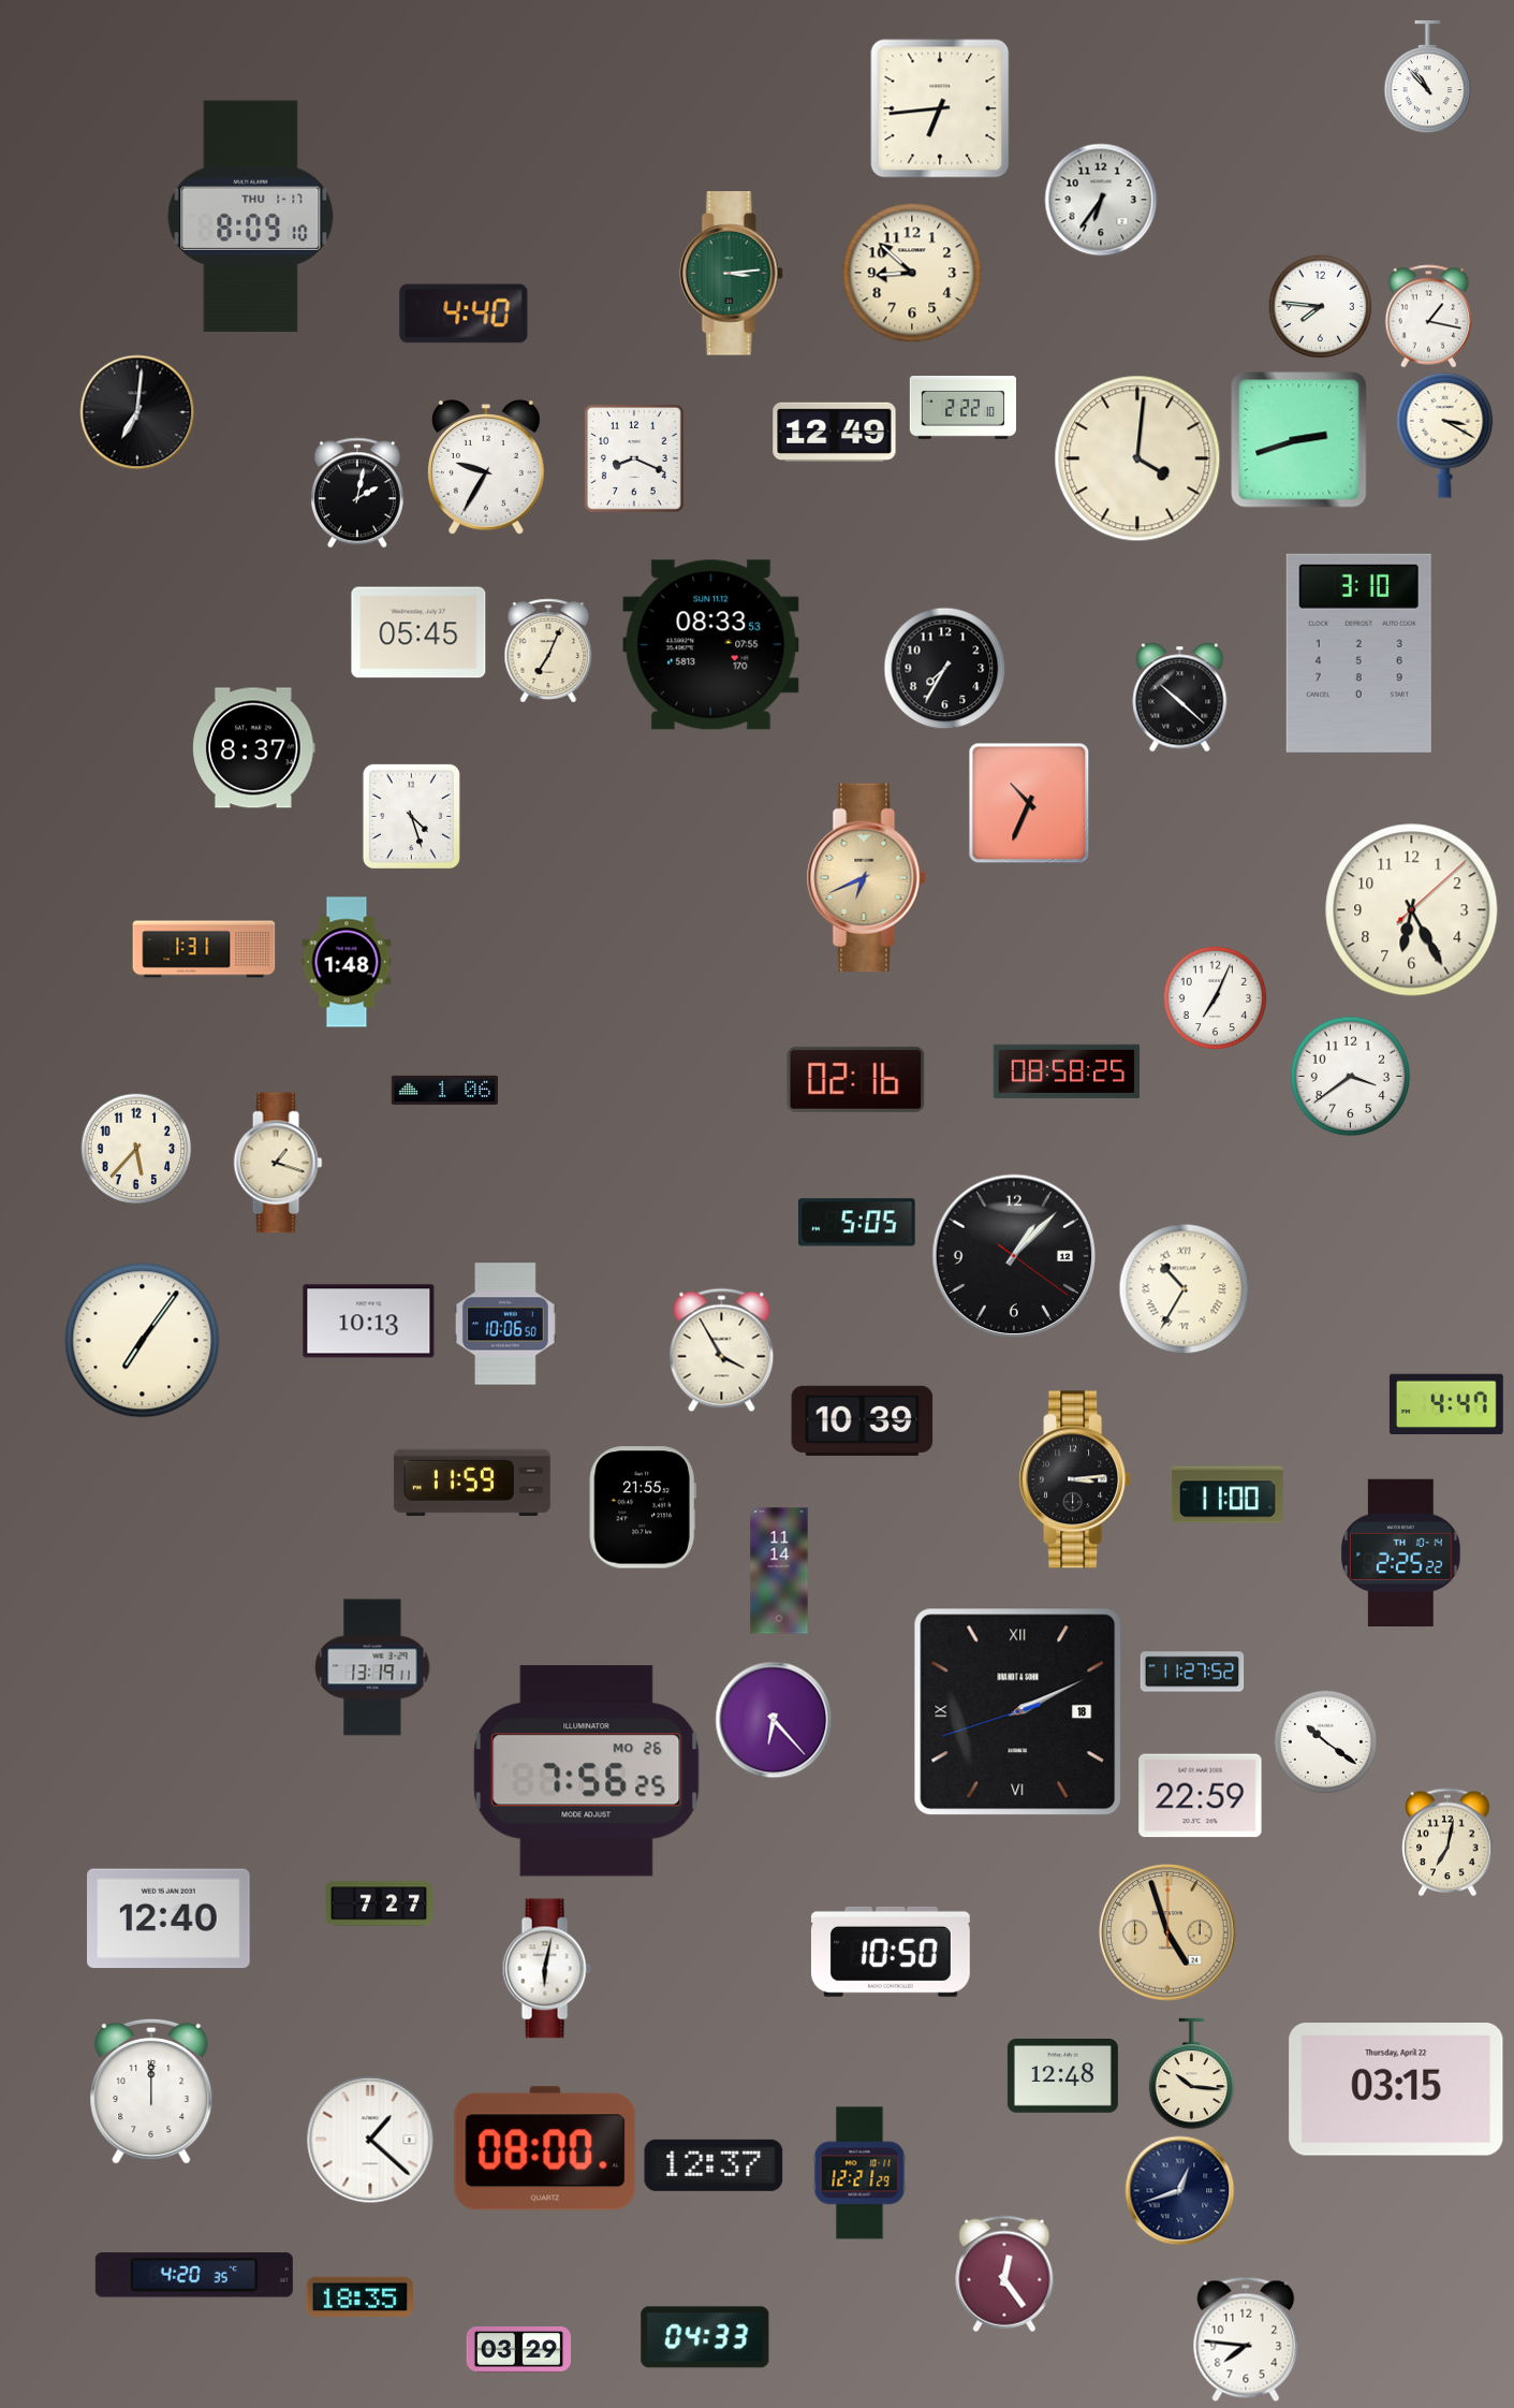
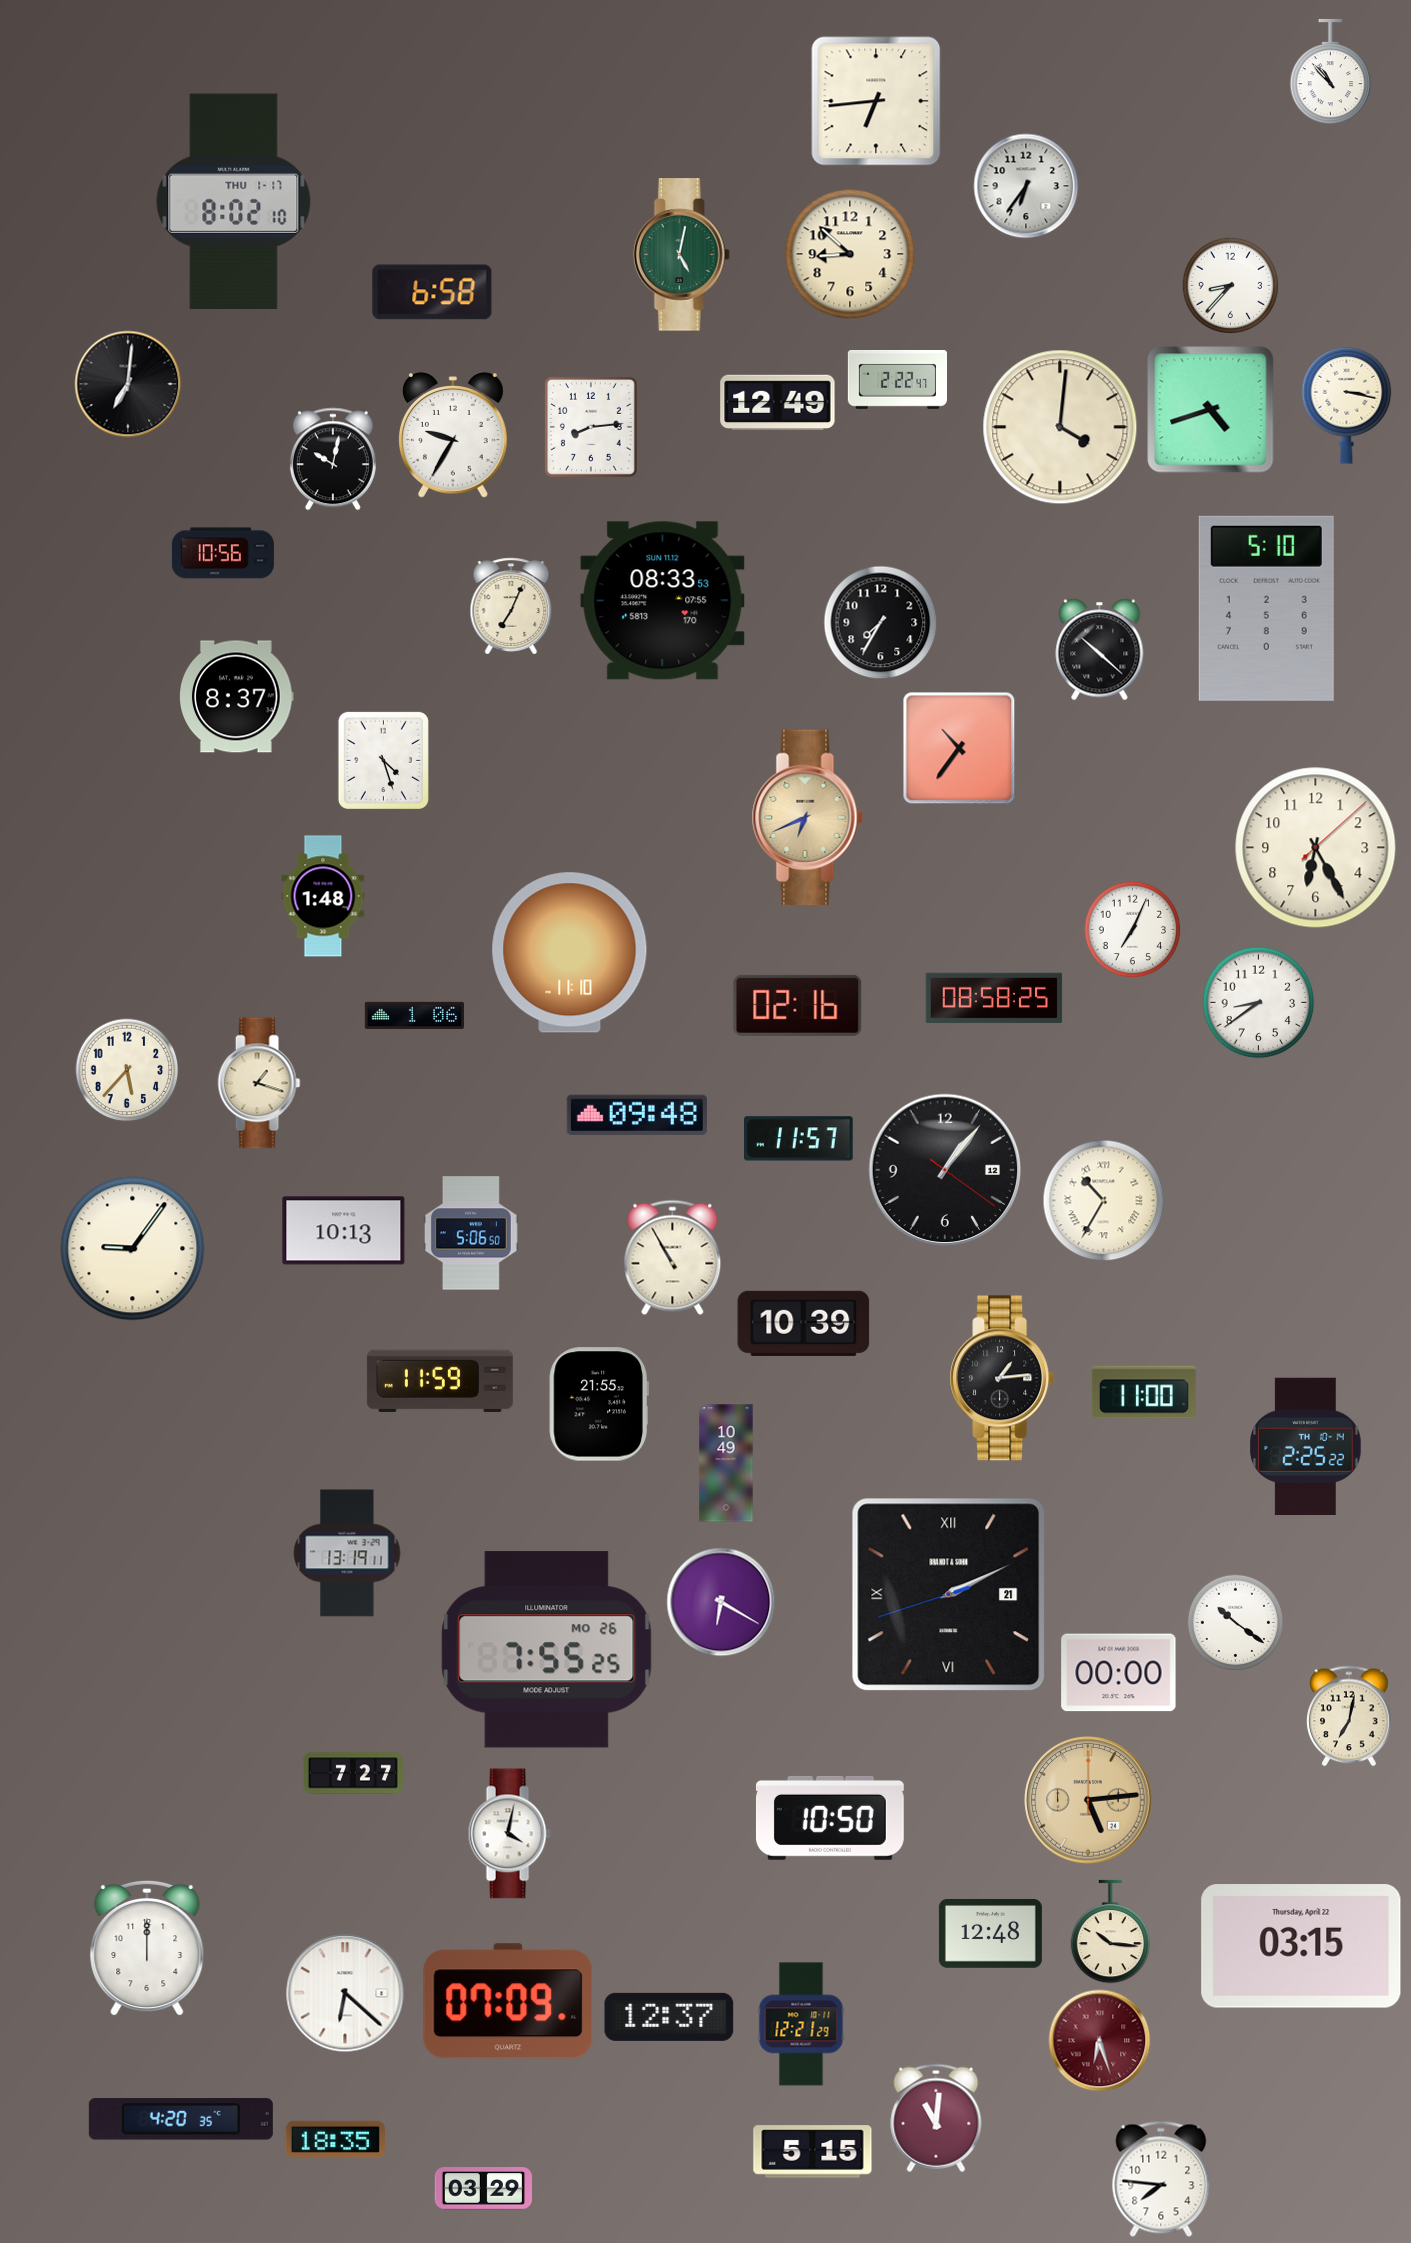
clock at (251, 217): 8:09 -> 8:02
clock at (731, 274): 3:14 -> 5:02
clock at (1320, 306): 7:46 -> 8:37
clock at (464, 313): 4:40 -> 6:58
clock at (1429, 317): 1:17 -> none
clock at (962, 408): 2:22:10 -> 2:22:47
clock at (1445, 435): 3:20 -> 3:17
clock at (1299, 440): 2:42 -> 4:42
clock at (634, 458): 8:19 -> 8:14
clock at (357, 493): 2:02 -> 10:02
clock at (223, 553): none -> 10:56
clock at (418, 632): 05:45 -> none
clock at (1358, 653): 3:10 -> 5:10
clock at (1029, 803): 10:34 -> 10:36
clock at (204, 949): 1:31 -> none
clock at (570, 953): none -> 11:10
clock at (1351, 1077): 3:39 -> 8:39
clock at (637, 1115): none -> 09:48
clock at (857, 1223): 5:05 -> 11:57
clock at (1014, 1256): 1:07 -> 1:06
clock at (506, 1324): 10:06 -> 5:06
clock at (143, 1341): 7:06 -> 9:06
clock at (722, 1351): 3:55 -> 10:55
clock at (1446, 1403): 4:47 -> none
clock at (1075, 1479): 3:14 -> 1:14
clock at (779, 1571): 11:14 -> 10:49
clock at (1192, 1672): 11:27 -> none
clock at (1018, 1712) date: 18 -> 21
clock at (774, 1720): 6:23 -> 6:20
clock at (587, 1771): 7:56 -> 7:55
clock at (1201, 1796): 22:59 -> 00:00
clock at (168, 1918): 12:40 -> none
clock at (1167, 1932): 4:57 -> 5:14
clock at (546, 1969): 6:02 -> 4:02
clock at (151, 2091) position: (151, 2091) -> (147, 1948)
clock at (370, 2140): 1:22 -> 6:22
clock at (545, 2148): 08:00 -> 07:09
clock at (714, 2165) position: (714, 2165) -> (669, 2017)
clock at (1180, 2191): 12:42 -> 6:27
clock at (1180, 2191) dial: navy -> burgundy
clock at (1004, 2274): 12:24 -> 11:01
clock at (813, 2152): none -> 5:15
clock at (705, 2337): 04:33 -> none
